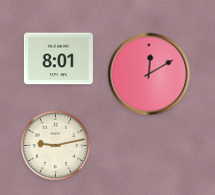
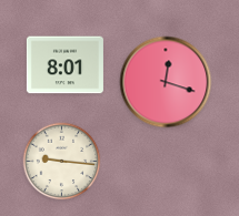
clock at (149, 74): 12:10 -> 12:18
clock at (56, 146): 9:13 -> 9:16
